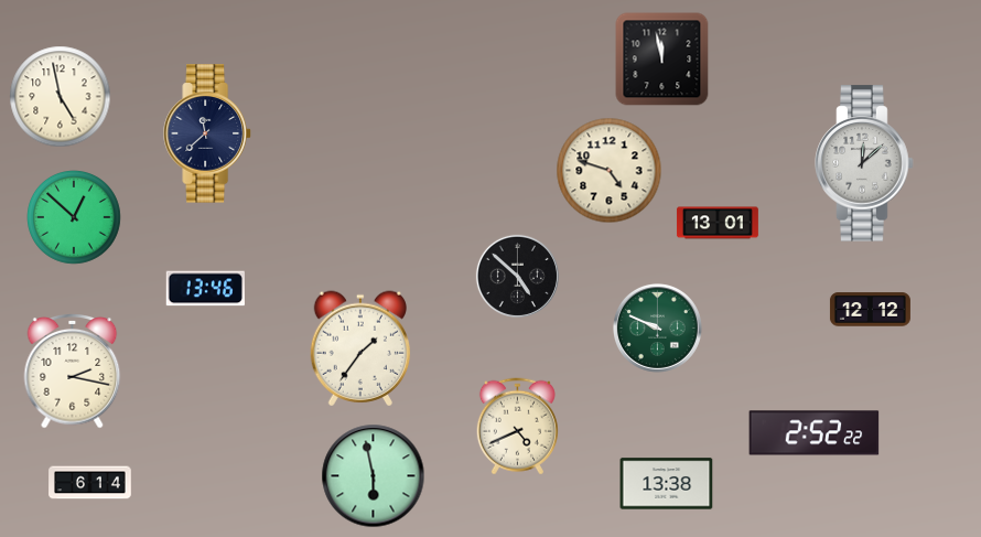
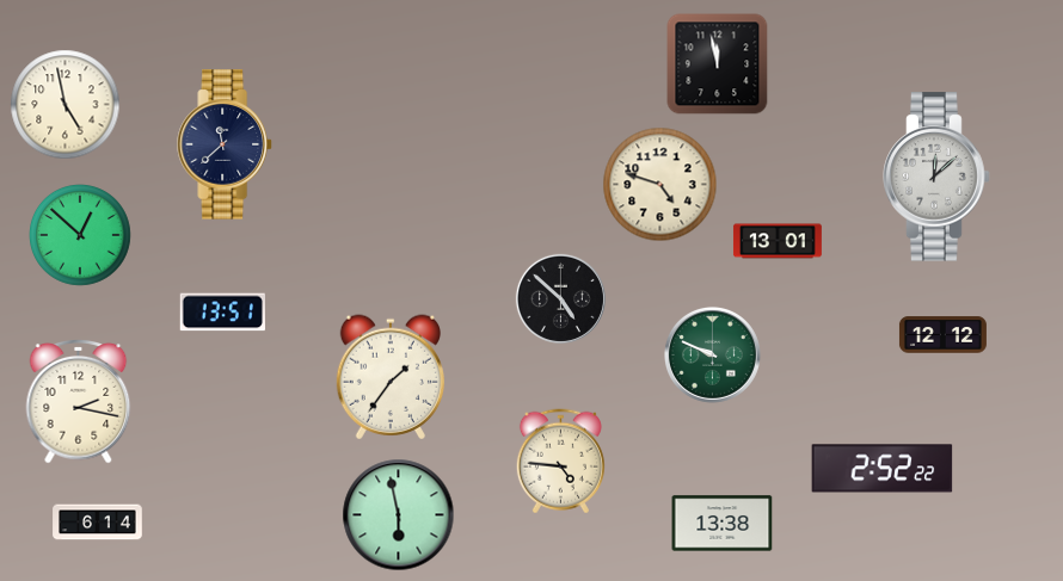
clock at (205, 289): 13:46 -> 13:51
clock at (517, 427): 4:41 -> 4:46
clock at (374, 476) position: (374, 476) -> (399, 515)
